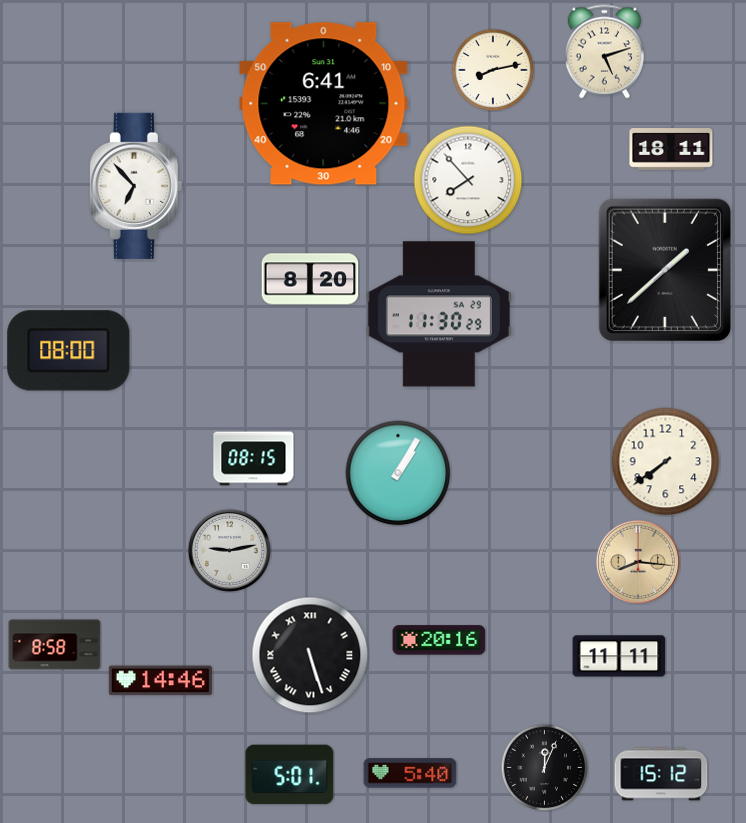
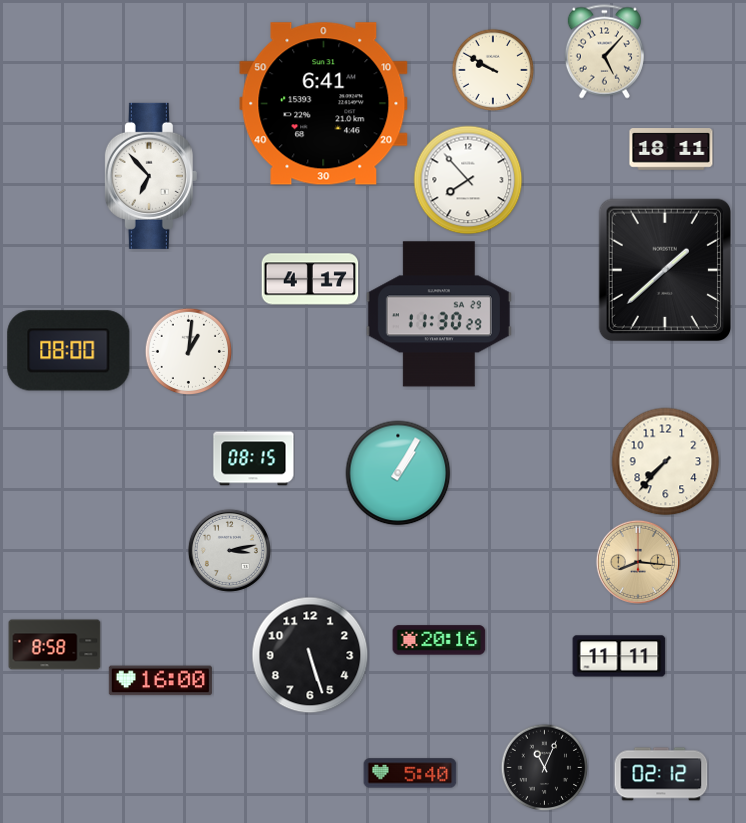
clock at (604, 52): 5:12 -> 5:07
clock at (492, 69): 8:13 -> 9:50
clock at (136, 186) position: (136, 186) -> (151, 176)
clock at (310, 279): 8:20 -> 4:17
clock at (188, 351): none -> 1:01
clock at (666, 462): 7:39 -> 7:37
clock at (229, 550): 9:13 -> 3:13
clock at (310, 655) numerals: Roman -> Arabic
clock at (160, 681): 14:46 -> 16:00
clock at (544, 767): 12:04 -> 11:04
clock at (661, 774): 15:12 -> 02:12
clock at (290, 775): 5:01 -> none
